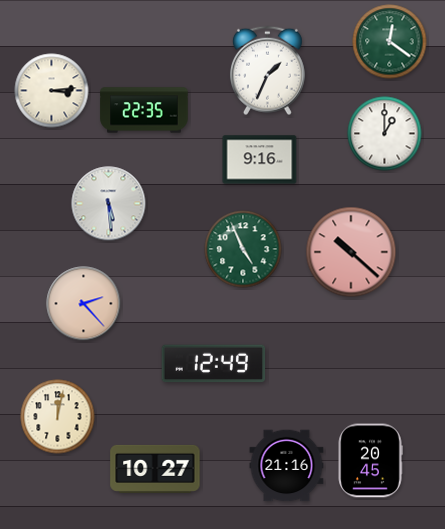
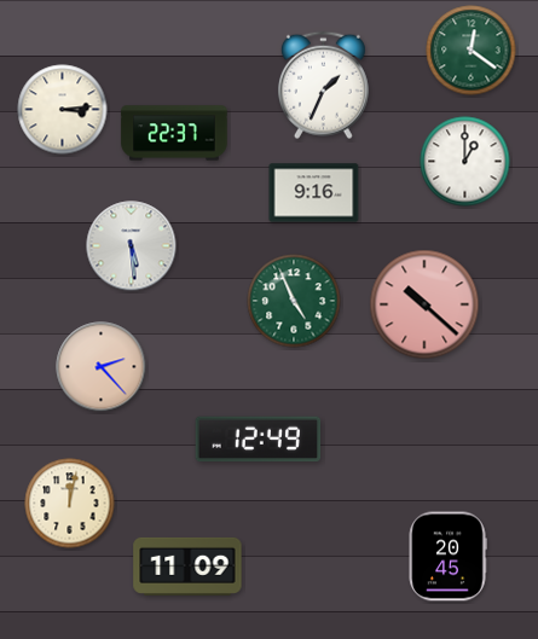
clock at (144, 110): 22:35 -> 22:37
clock at (287, 466): 21:16 -> none
clock at (155, 469): 10:27 -> 11:09
